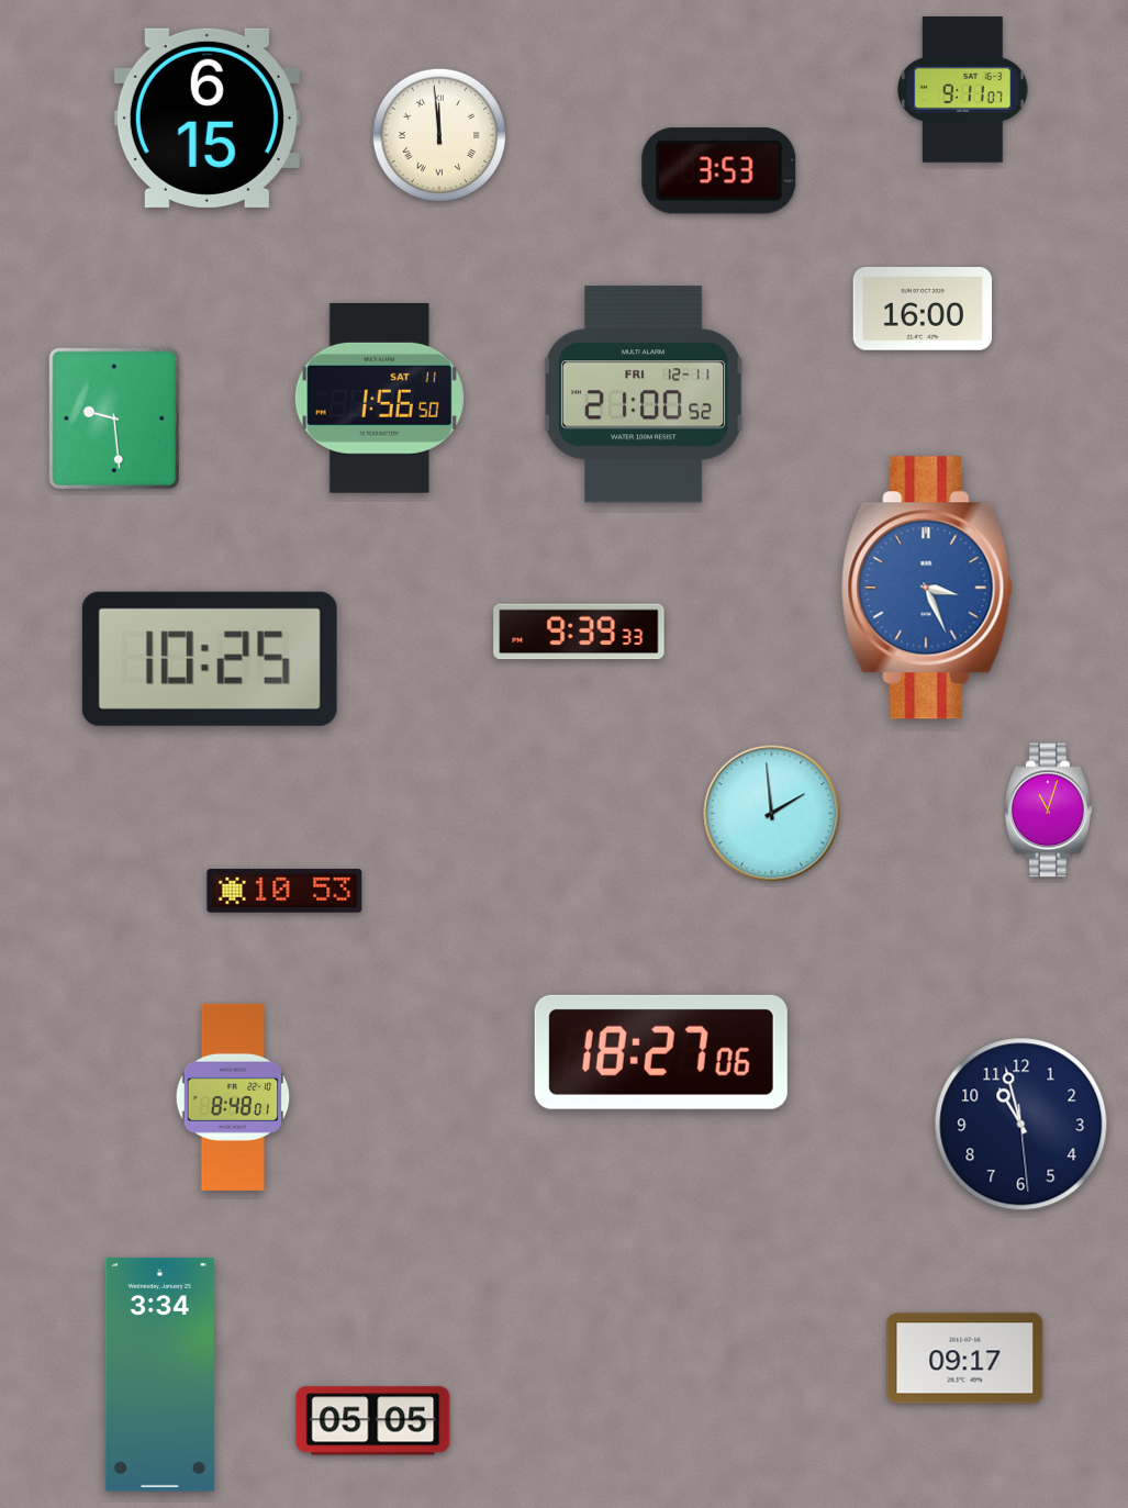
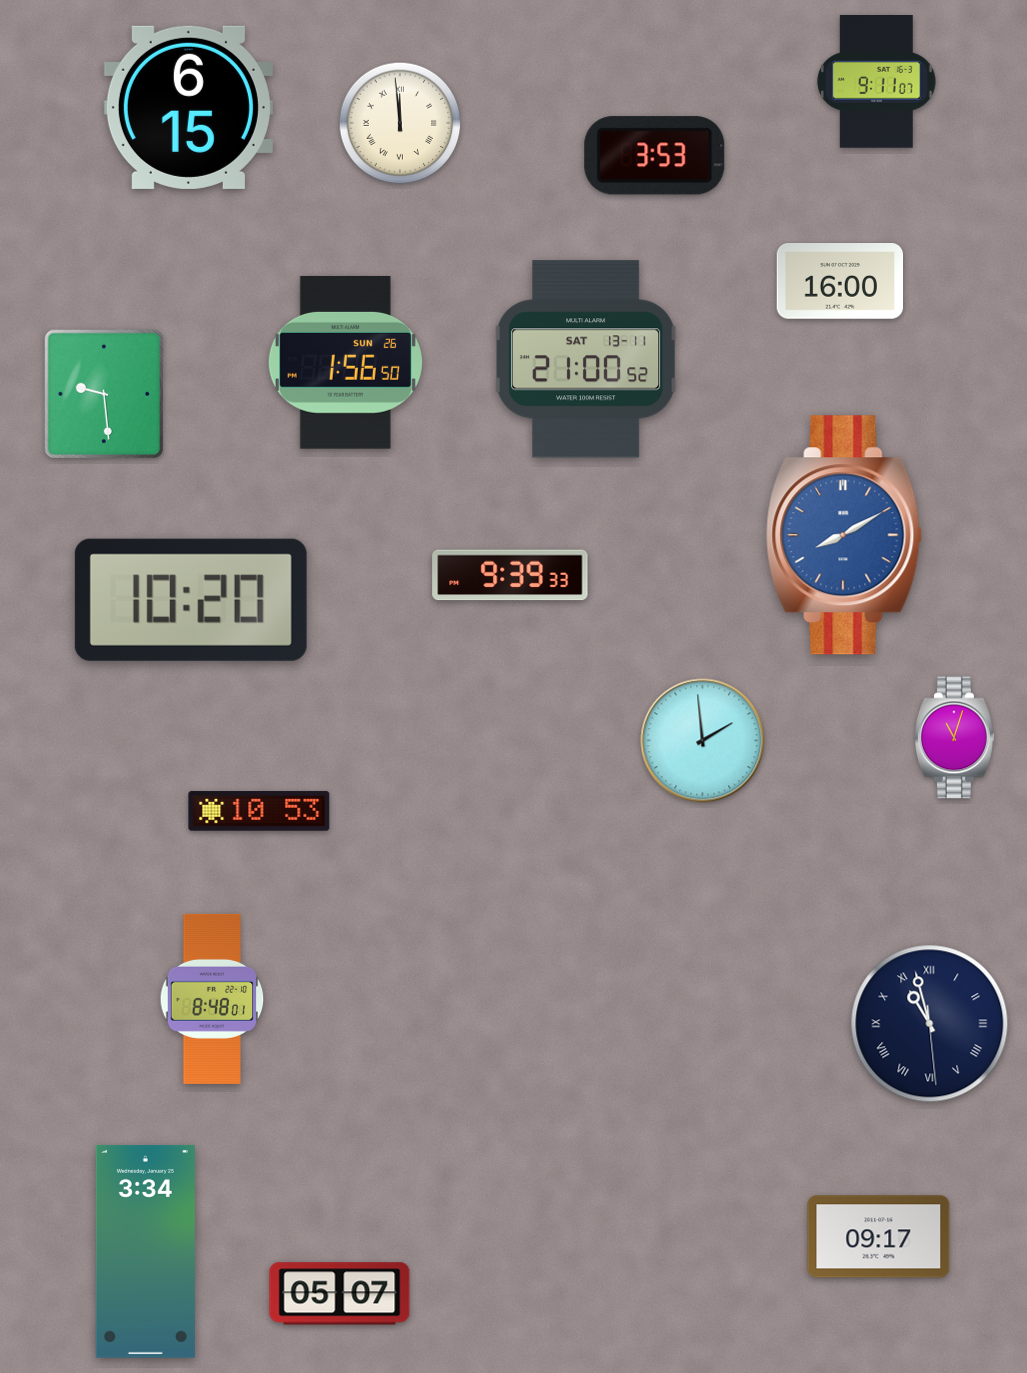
clock at (644, 394) date: FRI 12-11 -> SAT 13-11
clock at (379, 398) date: SAT 11 -> SUN 26
clock at (113, 417) position: (113, 417) -> (103, 393)
clock at (927, 588): 3:26 -> 8:10
clock at (579, 632) position: (579, 632) -> (510, 575)
clock at (210, 659): 10:25 -> 10:20
clock at (661, 1052): 18:27 -> none
clock at (1021, 1125) numerals: Arabic -> Roman
clock at (373, 1421): 05:05 -> 05:07
